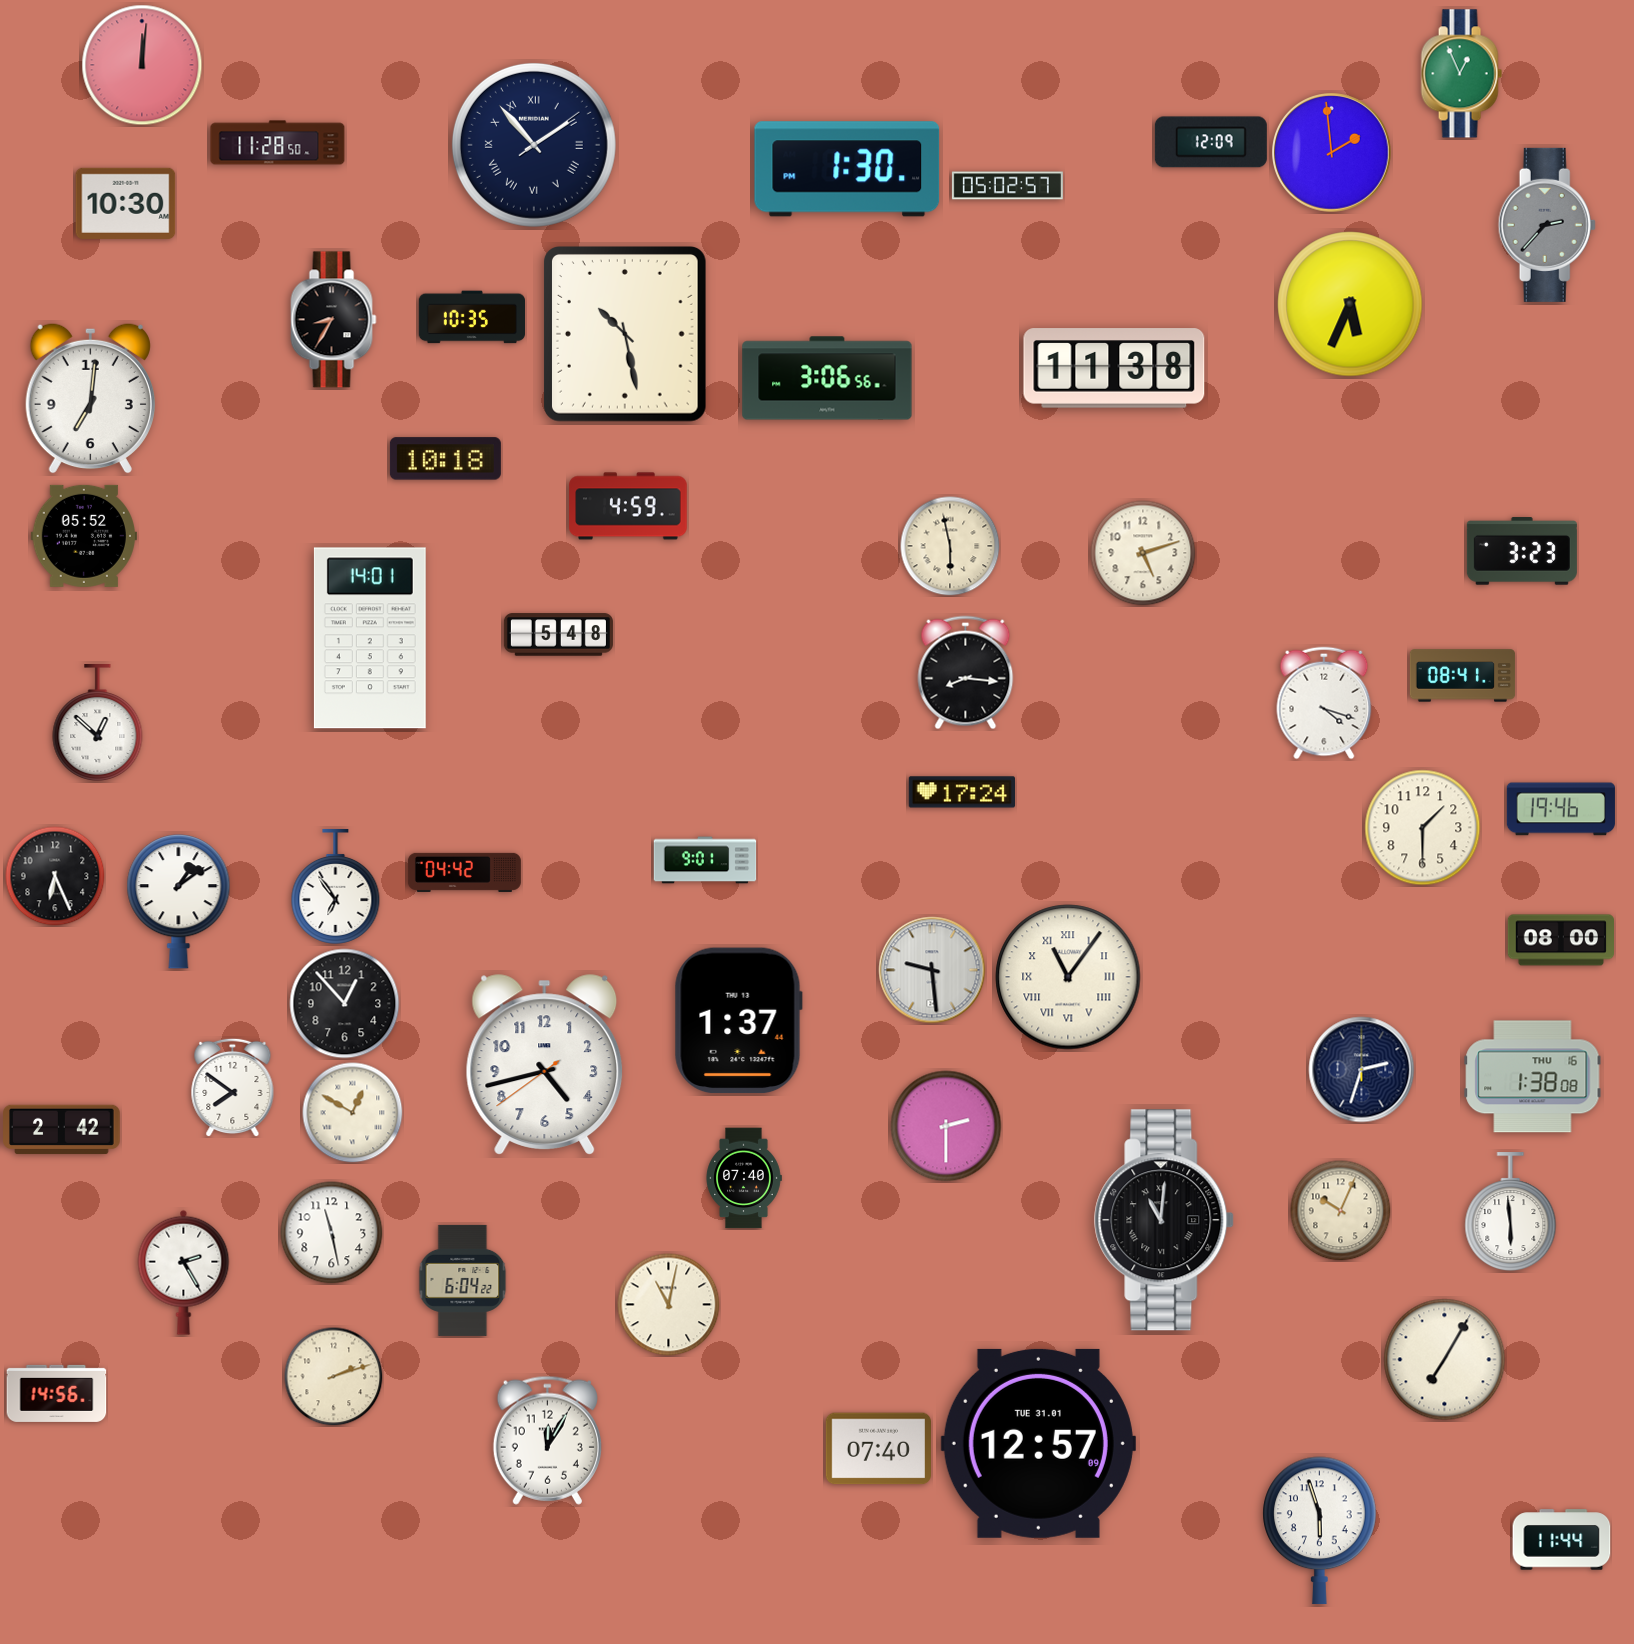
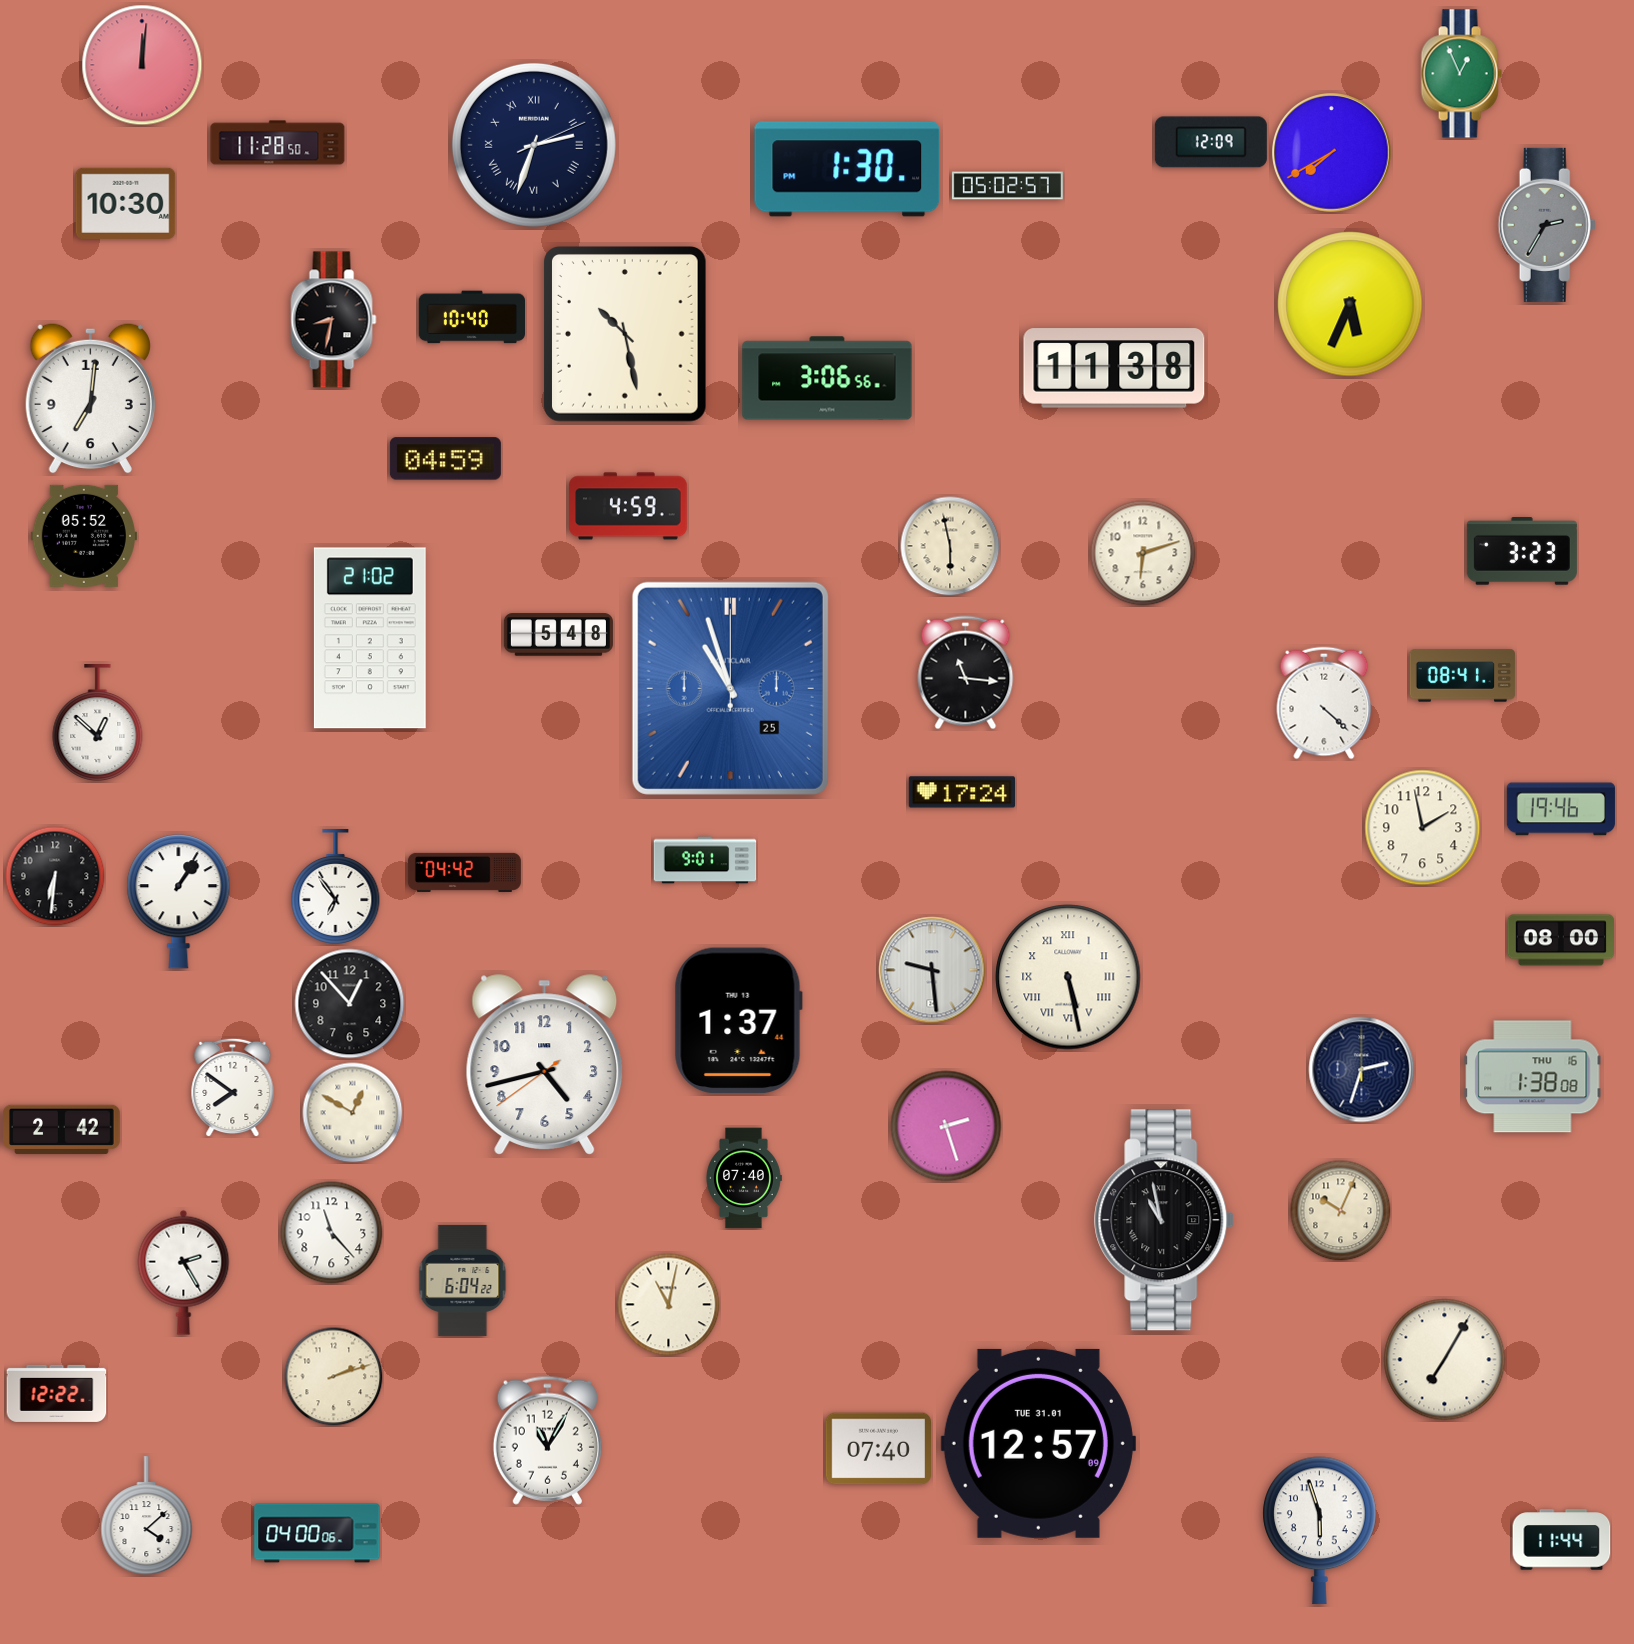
clock at (534, 145): 1:53 -> 2:33
clock at (1332, 153): 1:59 -> 7:40
clock at (1547, 225): 2:37 -> 2:35
clock at (471, 317): 10:35 -> 10:40
clock at (334, 320): 8:35 -> 8:32
clock at (445, 459): 10:18 -> 04:59
clock at (1143, 553): 5:12 -> 6:12
clock at (370, 638): 14:01 -> 21:02
clock at (966, 673): 8:16 -> 11:16
clock at (730, 688): none -> 10:57
clock at (1324, 703): 4:18 -> 4:22
clock at (1423, 828): 1:30 -> 1:58
clock at (55, 876): 6:26 -> 6:31
clock at (179, 902): 1:09 -> 1:06
clock at (1068, 977): 11:06 -> 5:28
clock at (345, 1004) position: (345, 1004) -> (350, 1004)
clock at (946, 1126): 2:30 -> 2:27
clock at (1511, 1212): 5:59 -> none
clock at (1165, 1220): 11:01 -> 10:58
clock at (332, 1233): 11:28 -> 11:23
clock at (57, 1393): 14:56 -> 12:22
clock at (547, 1440): 12:05 -> 11:05
clock at (147, 1516): none -> 4:08
clock at (317, 1533): none -> 04:00
